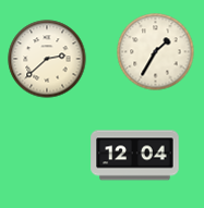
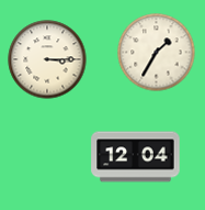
clock at (47, 59): 2:38 -> 3:15
